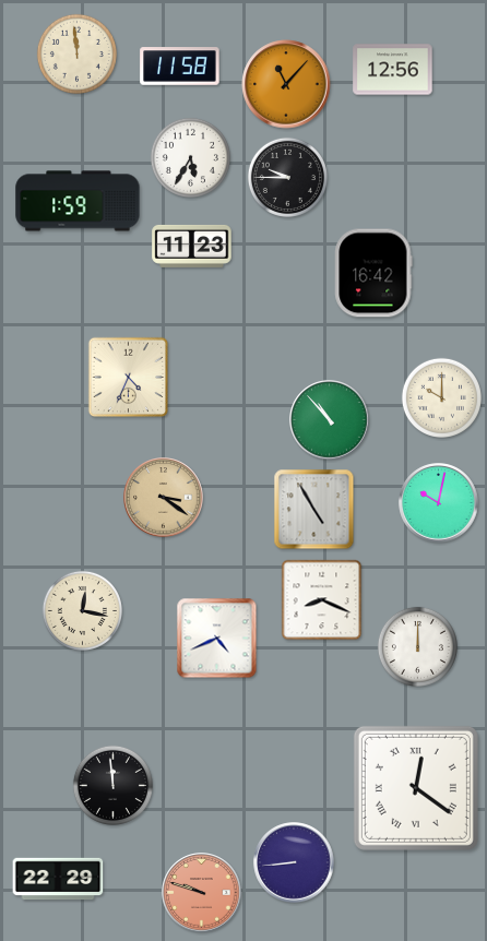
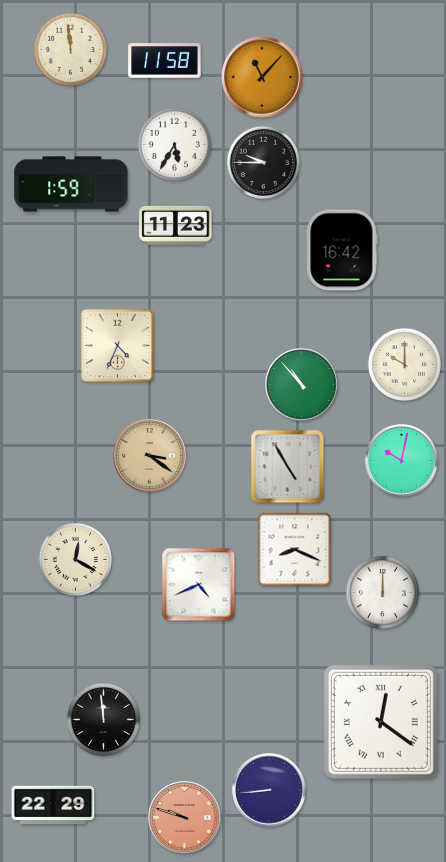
clock at (393, 70): 12:56 -> none
clock at (82, 610): 12:17 -> 12:20
